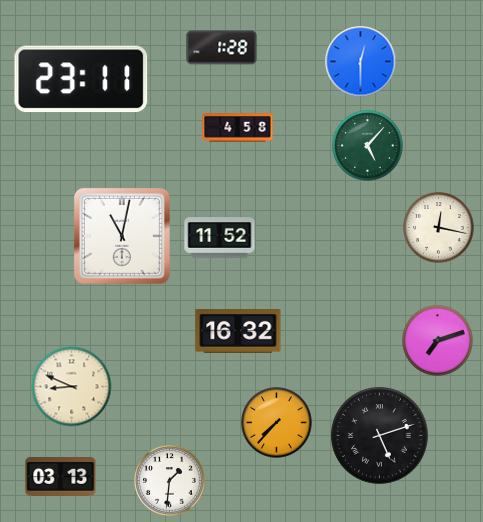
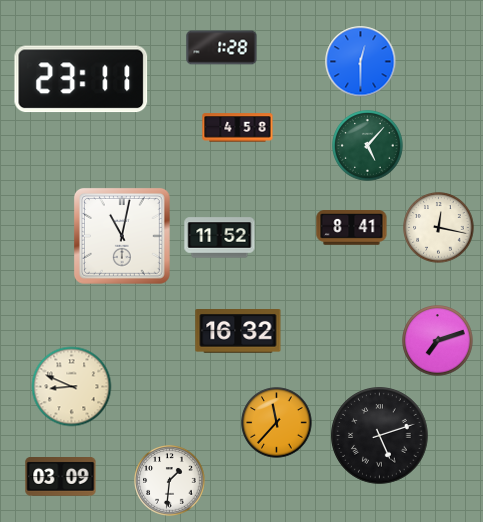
clock at (352, 228): none -> 8:41
clock at (277, 423): 7:37 -> 11:37
clock at (61, 477): 03:13 -> 03:09
